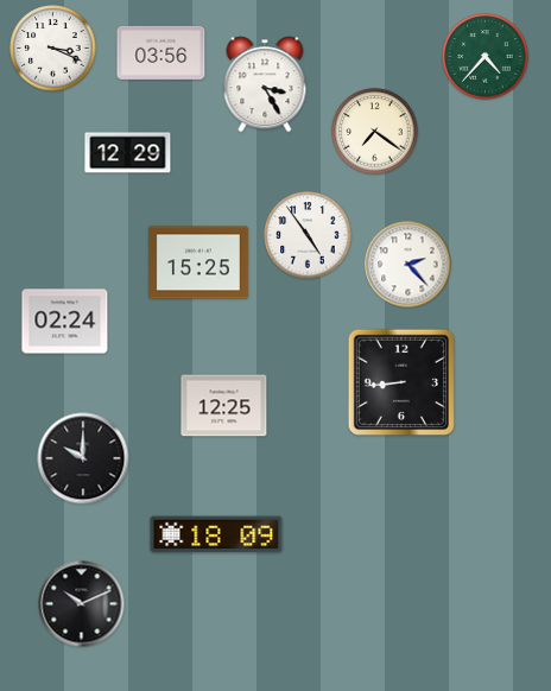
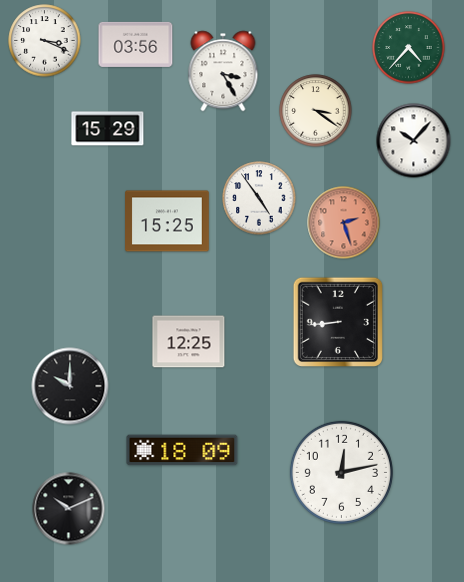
clock at (375, 132): 7:21 -> 3:21
clock at (128, 153): 12:29 -> 15:29
clock at (414, 141): none -> 10:07
clock at (408, 265): 2:23 -> 2:27
clock at (408, 265) dial: white -> salmon
clock at (65, 322): 02:24 -> none
clock at (341, 472): none -> 12:13
